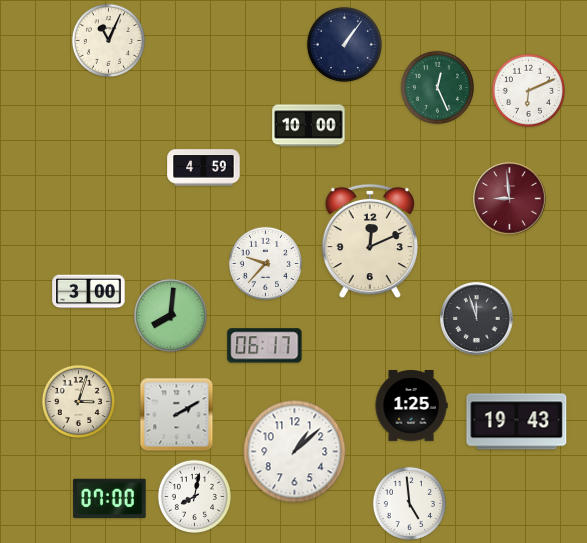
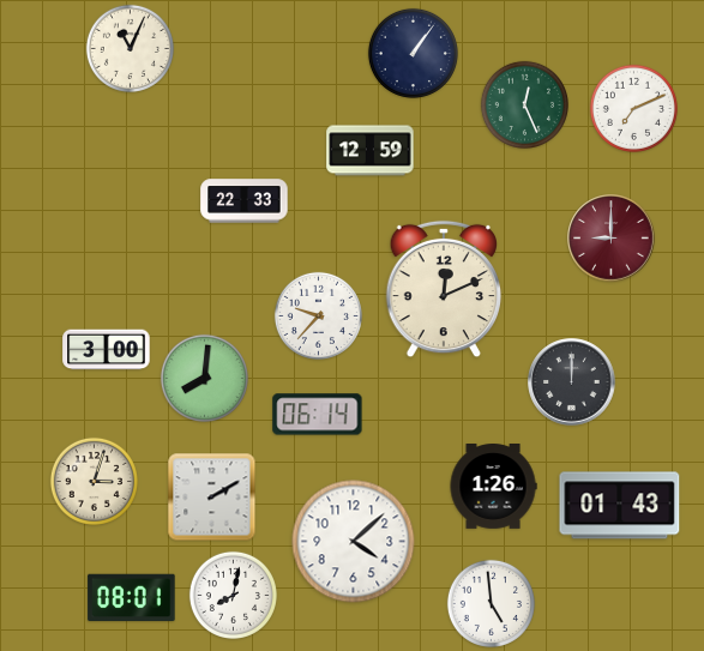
clock at (528, 90): 6:11 -> 7:11
clock at (309, 126): 10:00 -> 12:59
clock at (204, 168): 4:59 -> 22:33
clock at (510, 199): 8:59 -> 9:00
clock at (477, 319): 11:57 -> 12:00
clock at (265, 346): 06:17 -> 06:14
clock at (411, 406): 1:25 -> 1:26
clock at (517, 422): 19:43 -> 01:43
clock at (295, 452): 1:08 -> 4:08
clock at (110, 499): 07:00 -> 08:01
